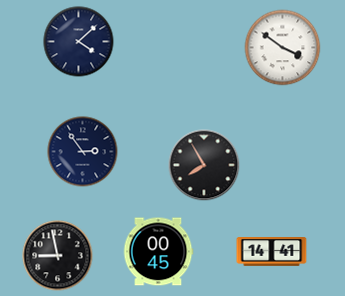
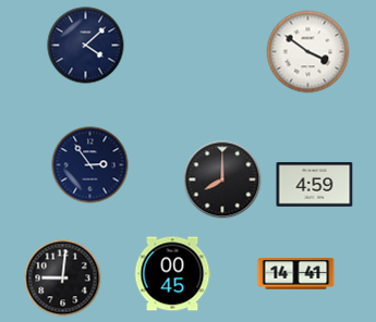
clock at (204, 165): 7:55 -> 8:00
clock at (315, 185): none -> 4:59
clock at (58, 256): 8:58 -> 9:01
